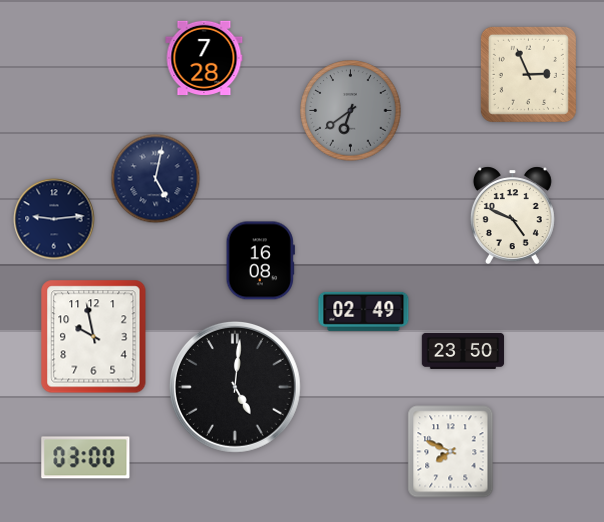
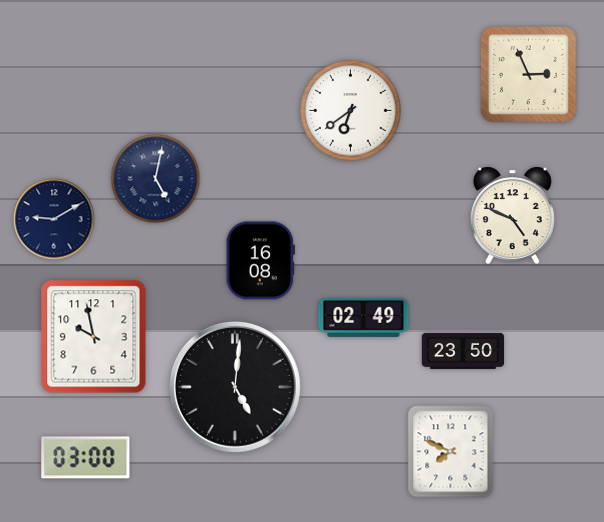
clock at (204, 57): 7:28 -> none
clock at (351, 111) dial: grey -> white
clock at (54, 219): 9:14 -> 9:10
clock at (364, 311) position: (364, 311) -> (364, 317)
